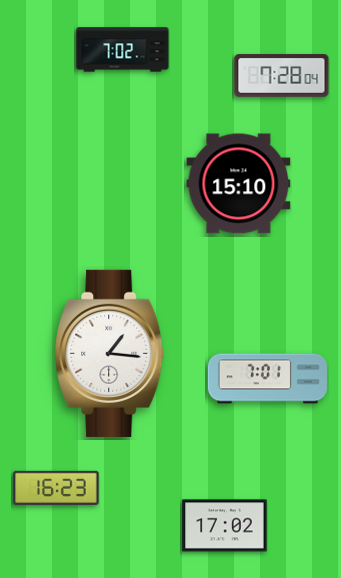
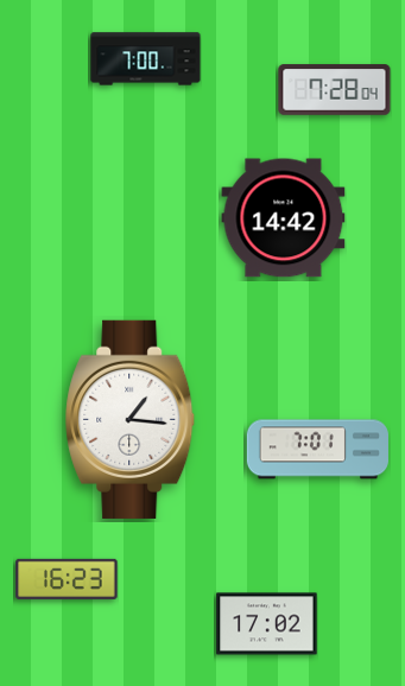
clock at (123, 50): 7:02 -> 7:00
clock at (239, 184): 15:10 -> 14:42
